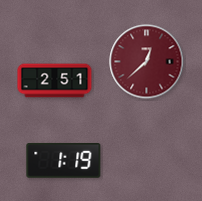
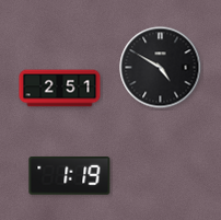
clock at (147, 62): 12:38 -> 4:50
clock at (147, 62) dial: burgundy -> black
